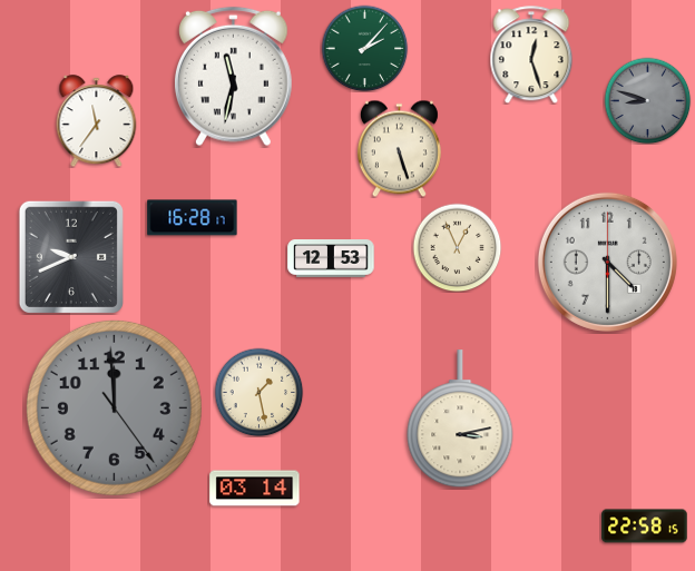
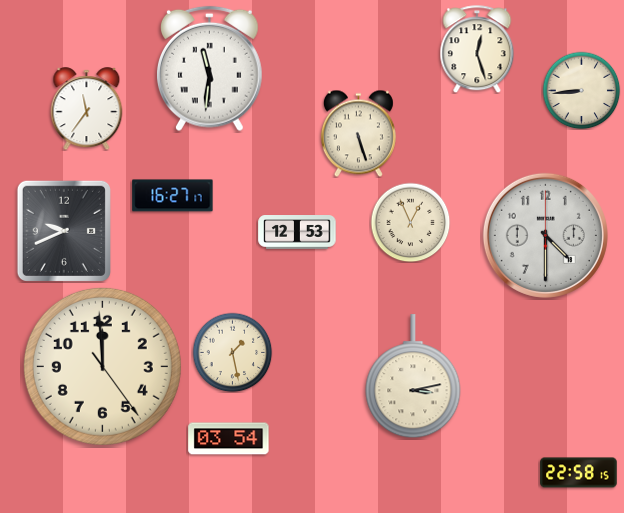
clock at (364, 48): 2:07 -> none
clock at (233, 77): 11:32 -> 11:31
clock at (647, 100): 8:48 -> 8:44
clock at (647, 100) dial: grey -> cream
clock at (193, 218): 16:28 -> 16:27
clock at (114, 407) dial: grey -> cream
clock at (255, 489): 03:14 -> 03:54
